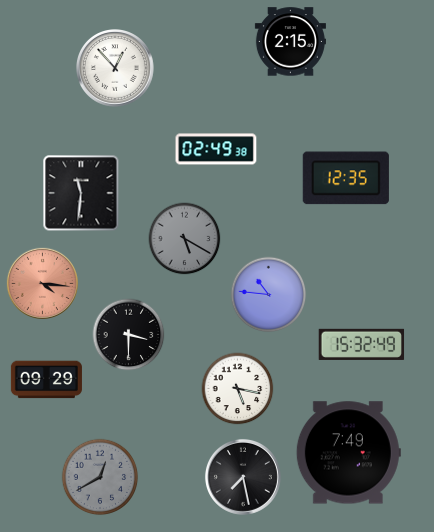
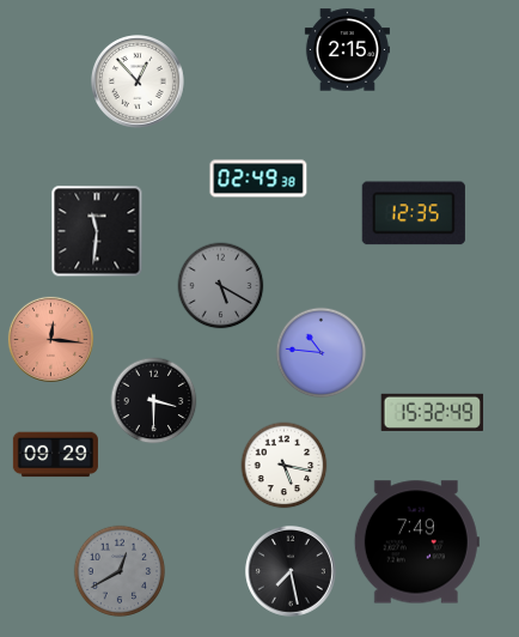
clock at (42, 283): 4:16 -> 12:16
